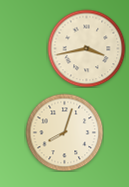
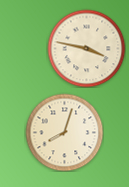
clock at (86, 48): 3:43 -> 3:47
